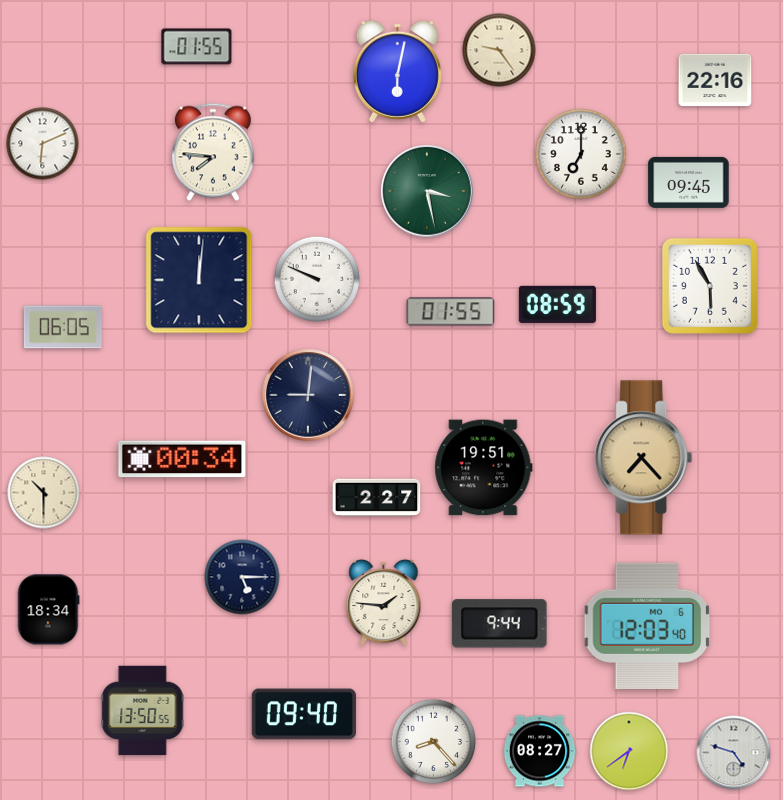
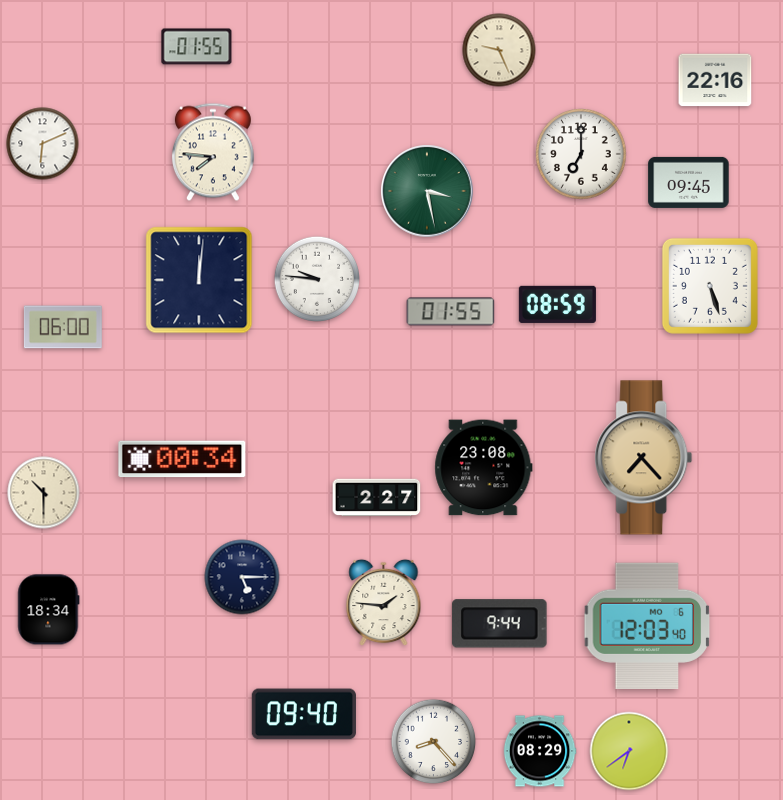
clock at (499, 50): 9:24 -> 9:26
clock at (397, 71): 6:02 -> none
clock at (316, 278): 9:49 -> 9:46
clock at (710, 286): 5:55 -> 5:27
clock at (63, 327): 06:05 -> 06:00
clock at (308, 395): 9:01 -> none
clock at (484, 468): 19:51 -> 23:08
clock at (143, 711): 13:50 -> none
clock at (540, 751): 08:27 -> 08:29
clock at (734, 753): 4:48 -> none
